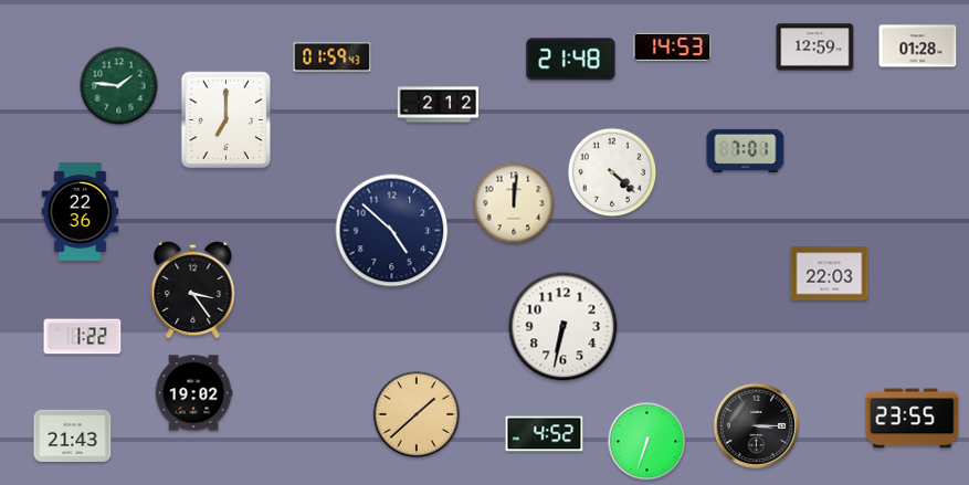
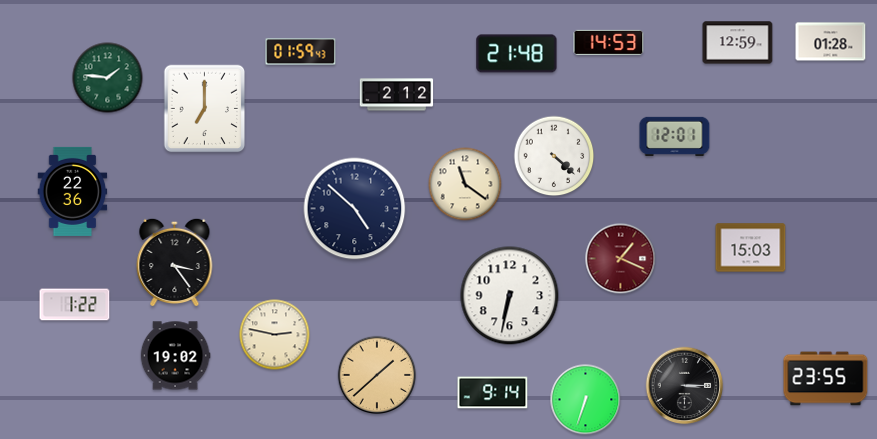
clock at (746, 150): 7:01 -> 12:01
clock at (514, 203): 12:01 -> 11:21
clock at (830, 274): 22:03 -> 15:03
clock at (621, 259): none -> 1:19
clock at (275, 335): none -> 2:47
clock at (545, 434): 4:52 -> 9:14
clock at (73, 435): 21:43 -> none
